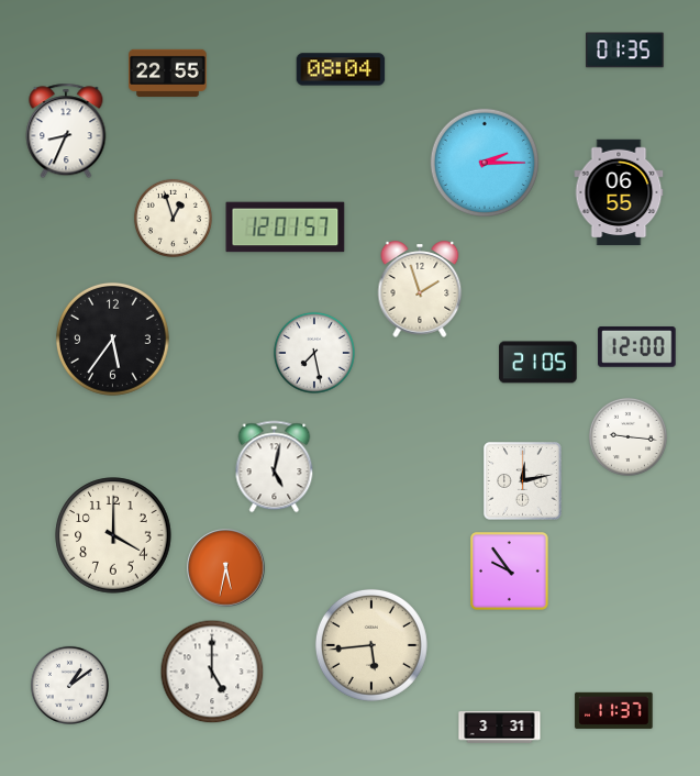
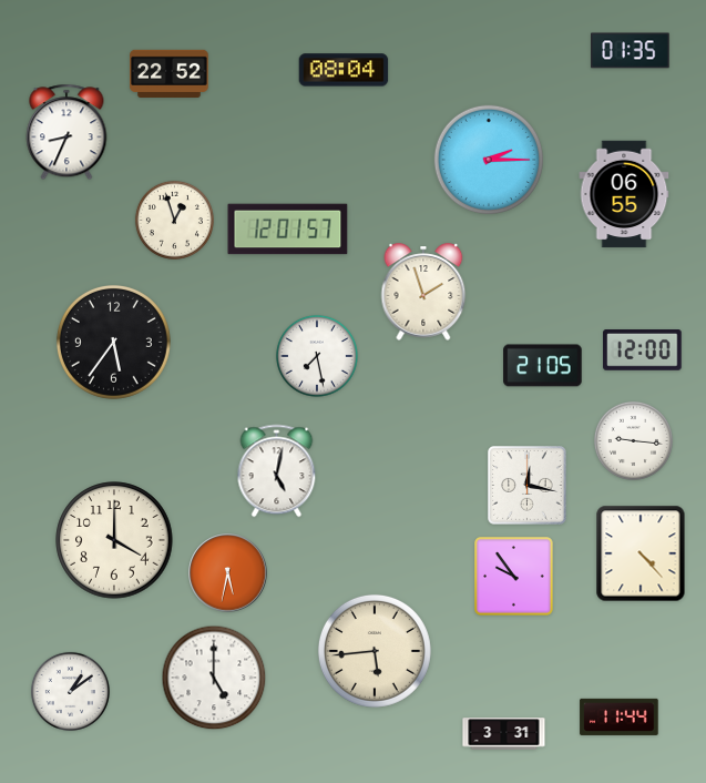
clock at (168, 73): 22:55 -> 22:52
clock at (485, 163) position: (485, 163) -> (489, 160)
clock at (523, 481): 12:13 -> 12:17
clock at (641, 553): none -> 4:23
clock at (614, 710): 11:37 -> 11:44
